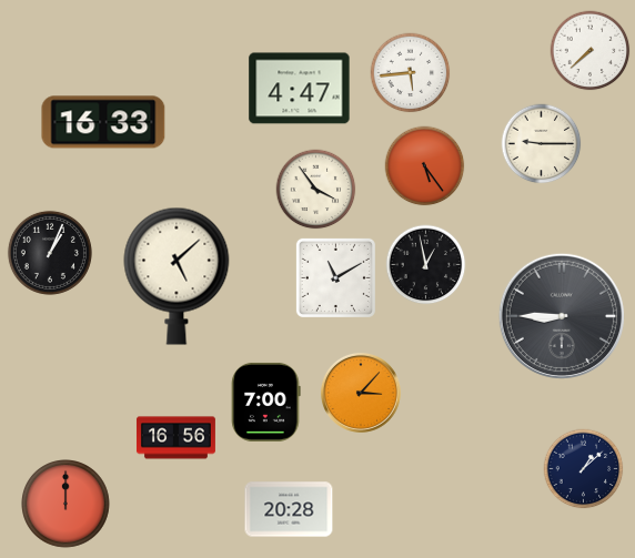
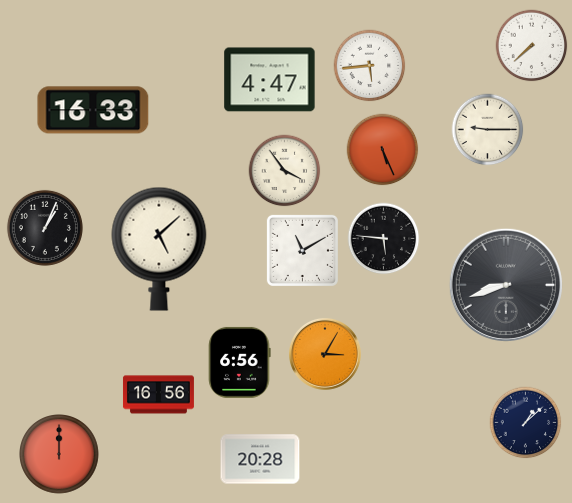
clock at (425, 166): 5:24 -> 5:26
clock at (426, 265): 12:58 -> 5:46
clock at (562, 316): 8:45 -> 8:42
clock at (361, 393): 3:07 -> 3:05
clock at (266, 402): 7:00 -> 6:56
